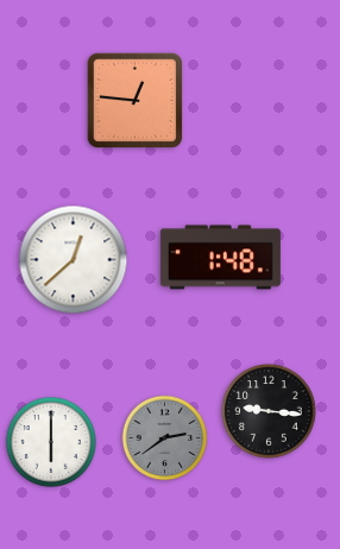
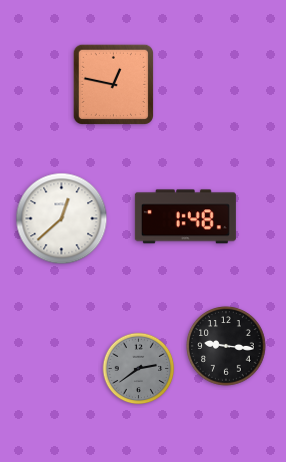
clock at (134, 100): 12:46 -> 12:47
clock at (51, 442): 6:00 -> none
